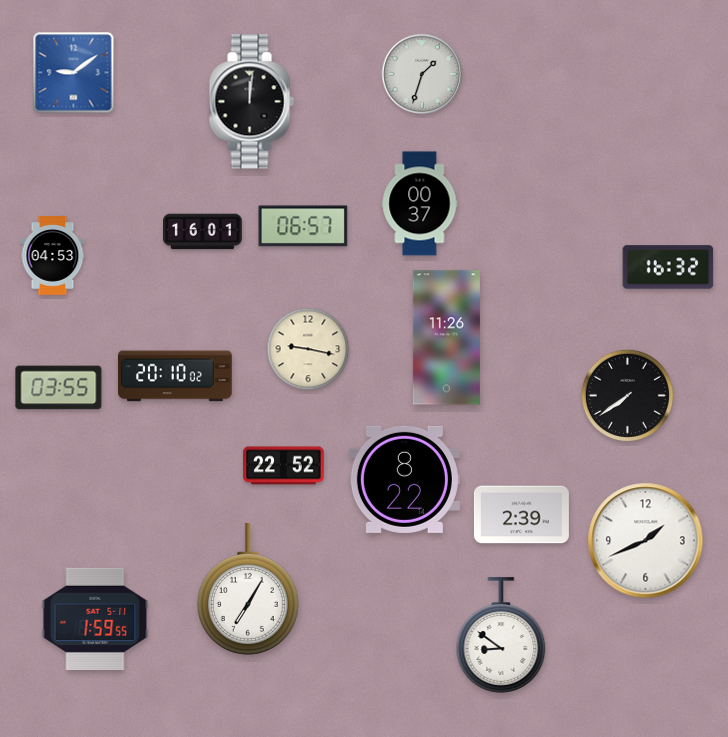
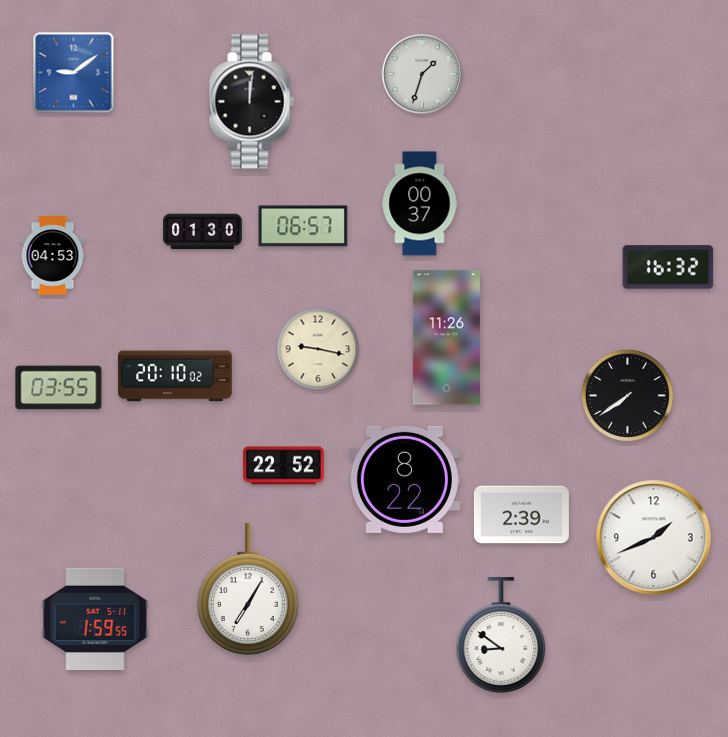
clock at (203, 232): 16:01 -> 01:30
clock at (308, 349) position: (308, 349) -> (318, 349)
clock at (646, 541) position: (646, 541) -> (654, 538)
